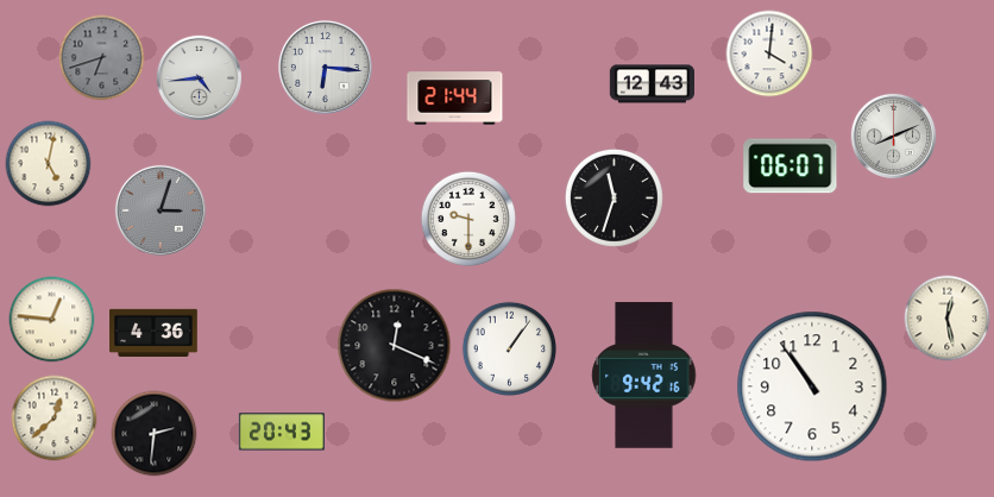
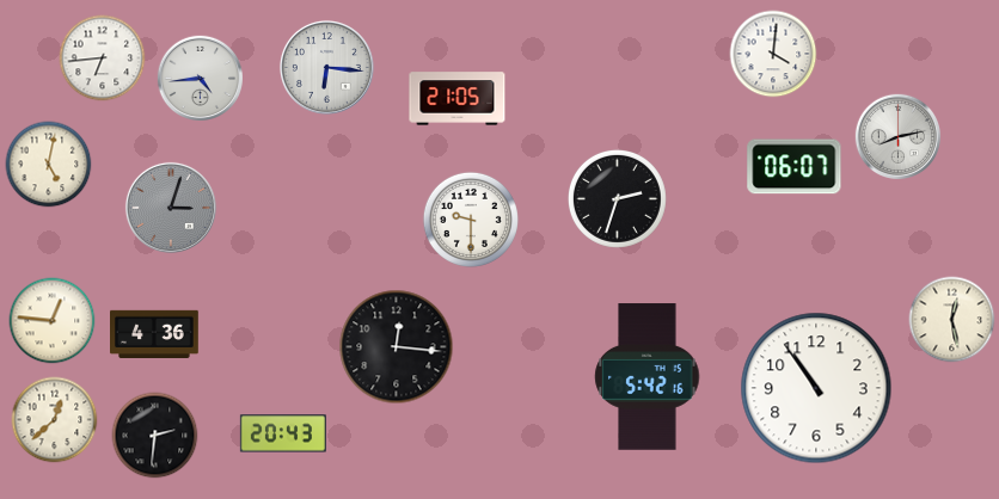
clock at (102, 58): 6:42 -> 6:44
clock at (102, 58) dial: grey -> white
clock at (652, 84): 12:43 -> none
clock at (455, 99): 21:44 -> 21:05
clock at (893, 136): 8:11 -> 8:13
clock at (614, 197): 11:33 -> 2:33
clock at (161, 210) position: (161, 210) -> (171, 208)
clock at (395, 346): 12:19 -> 12:16
clock at (509, 348): 1:06 -> none
clock at (644, 376): 9:42 -> 5:42
